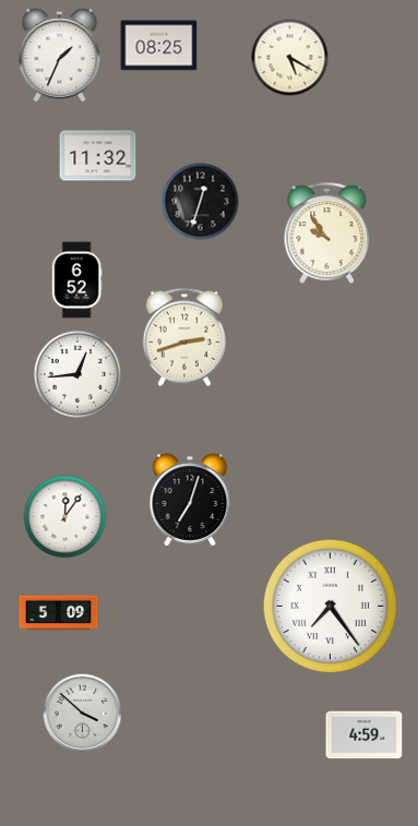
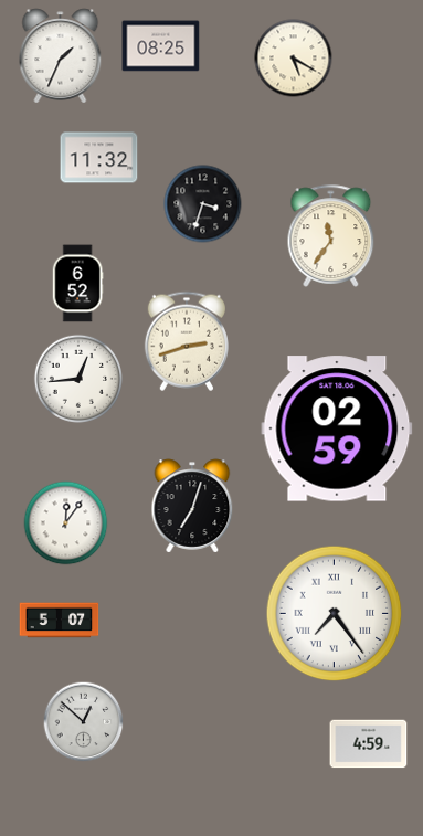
clock at (201, 202): 12:33 -> 3:33
clock at (327, 232): 9:54 -> 11:36
clock at (337, 428): none -> 02:59
clock at (59, 613): 5:09 -> 5:07
clock at (83, 714): 3:52 -> 12:52
